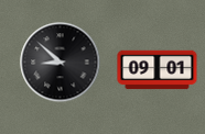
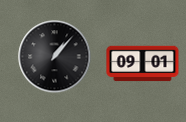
clock at (61, 63): 8:52 -> 1:07
